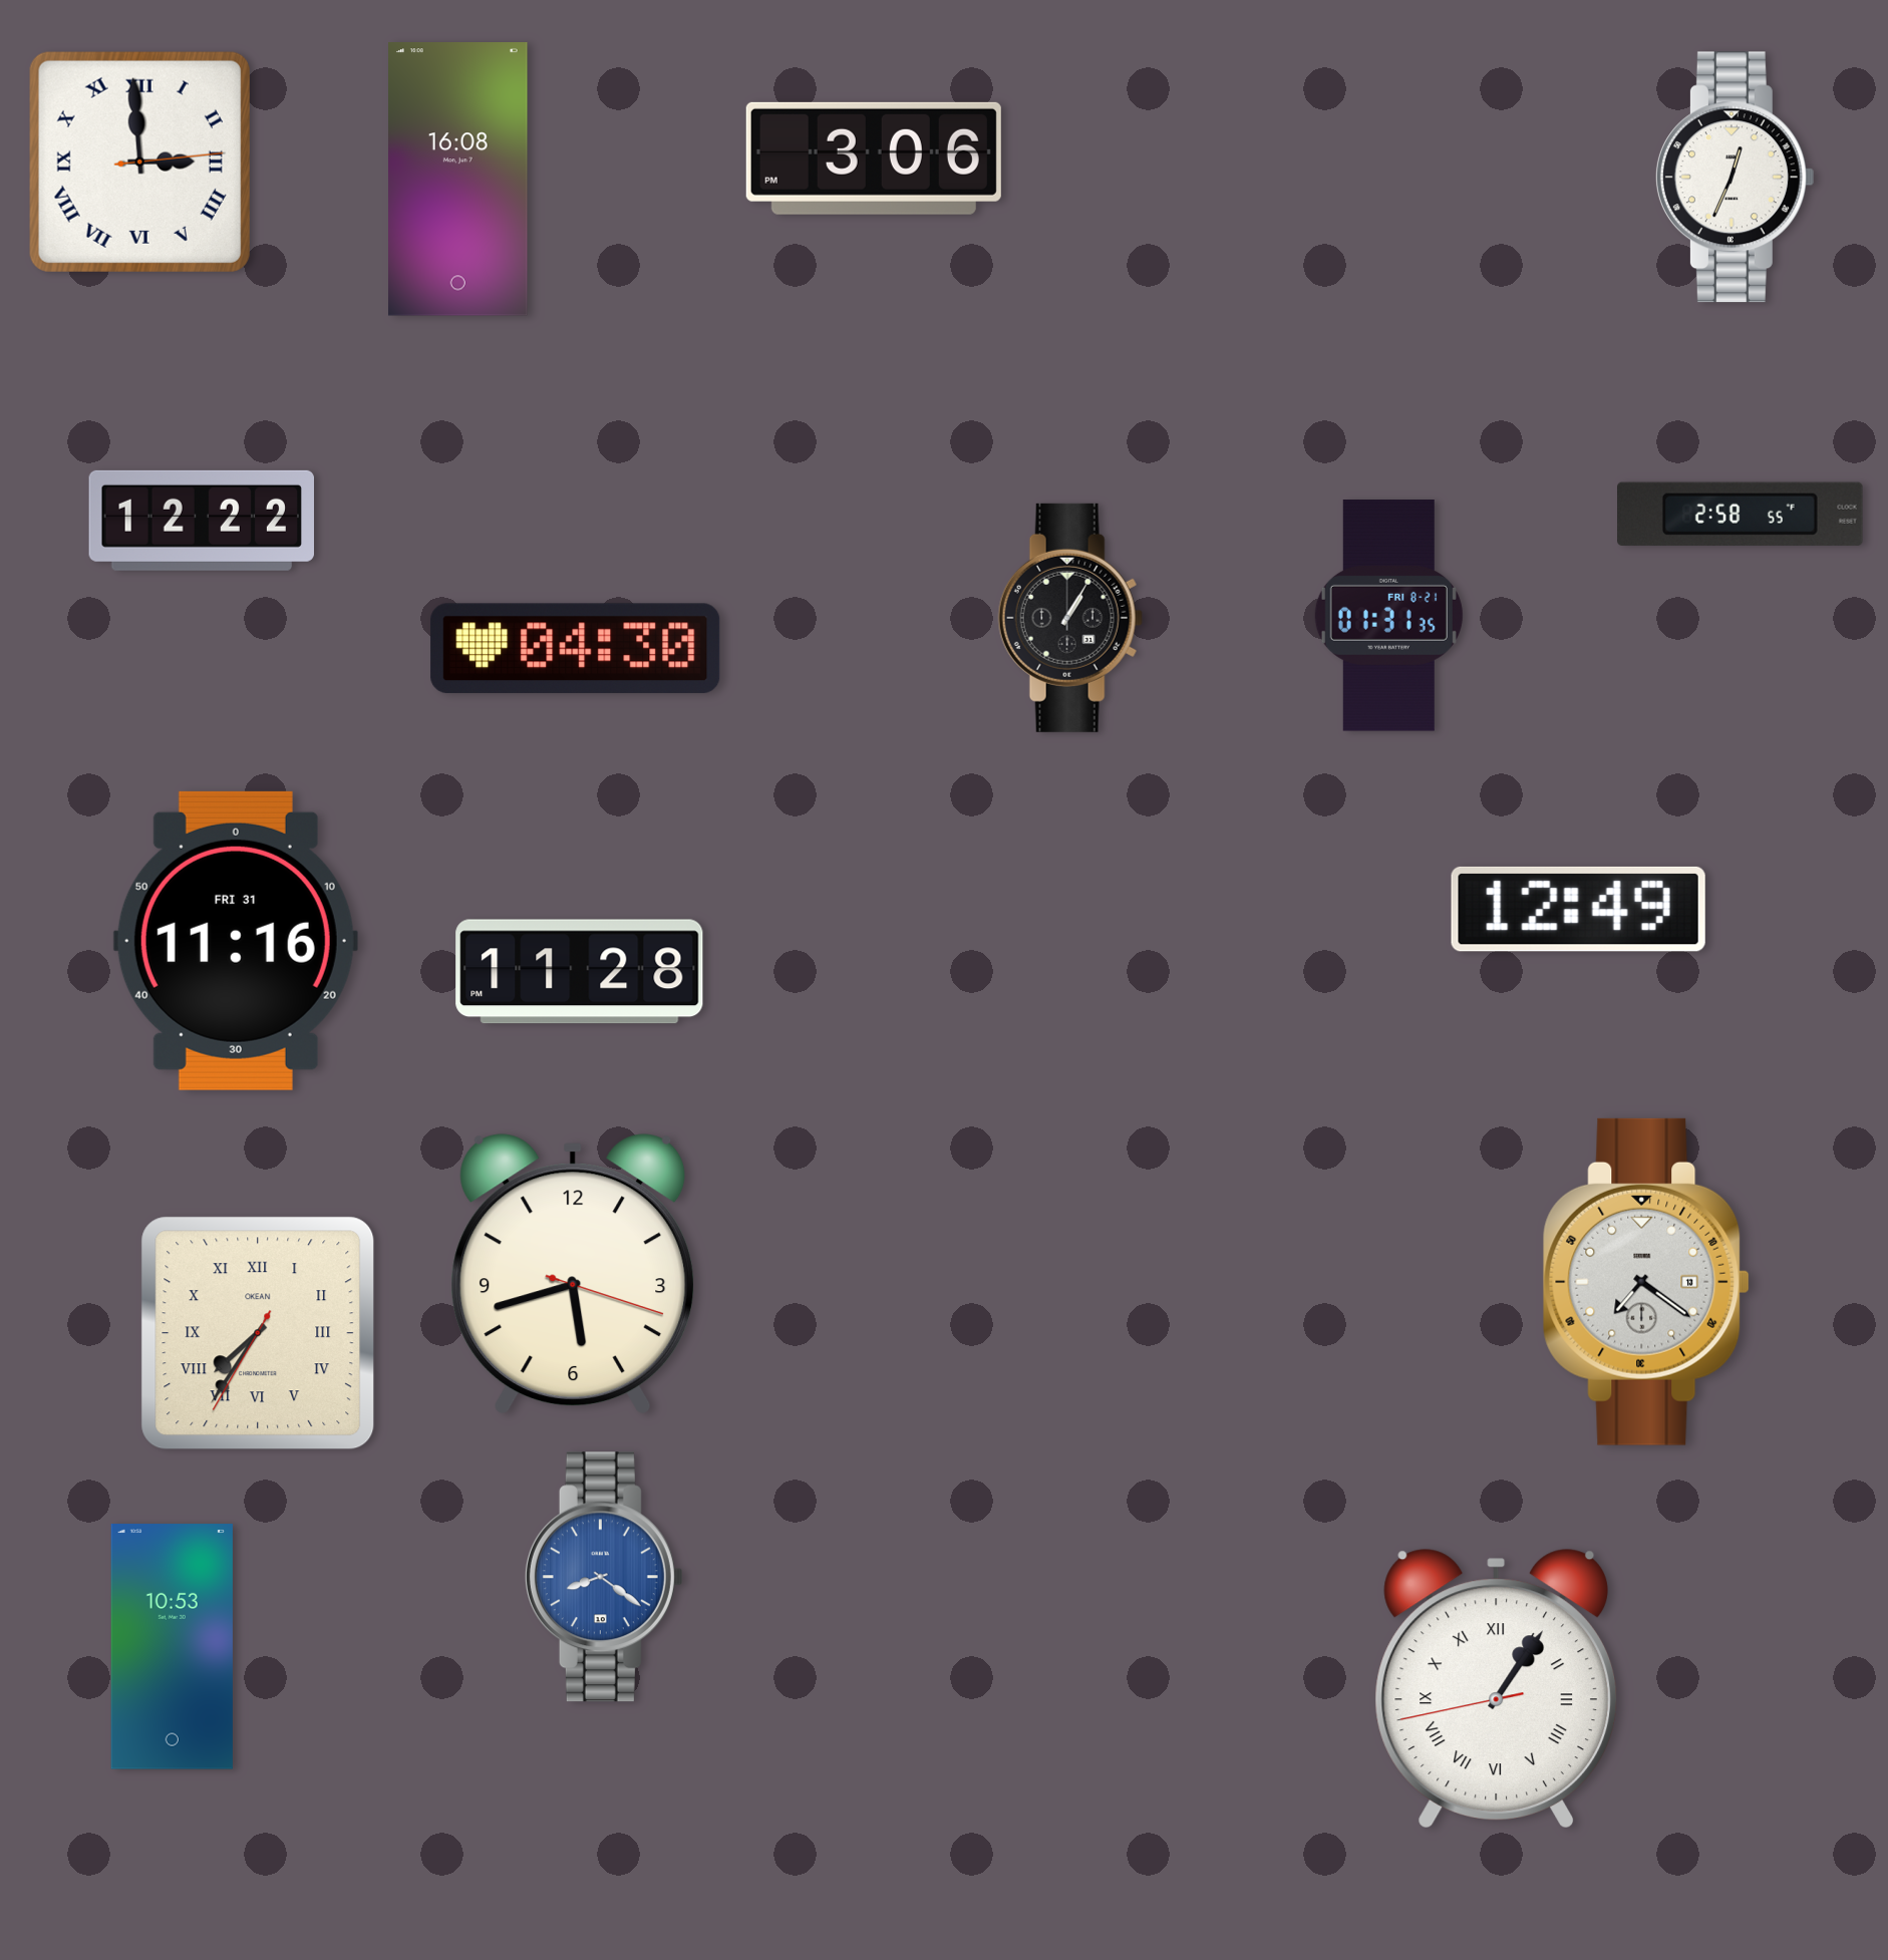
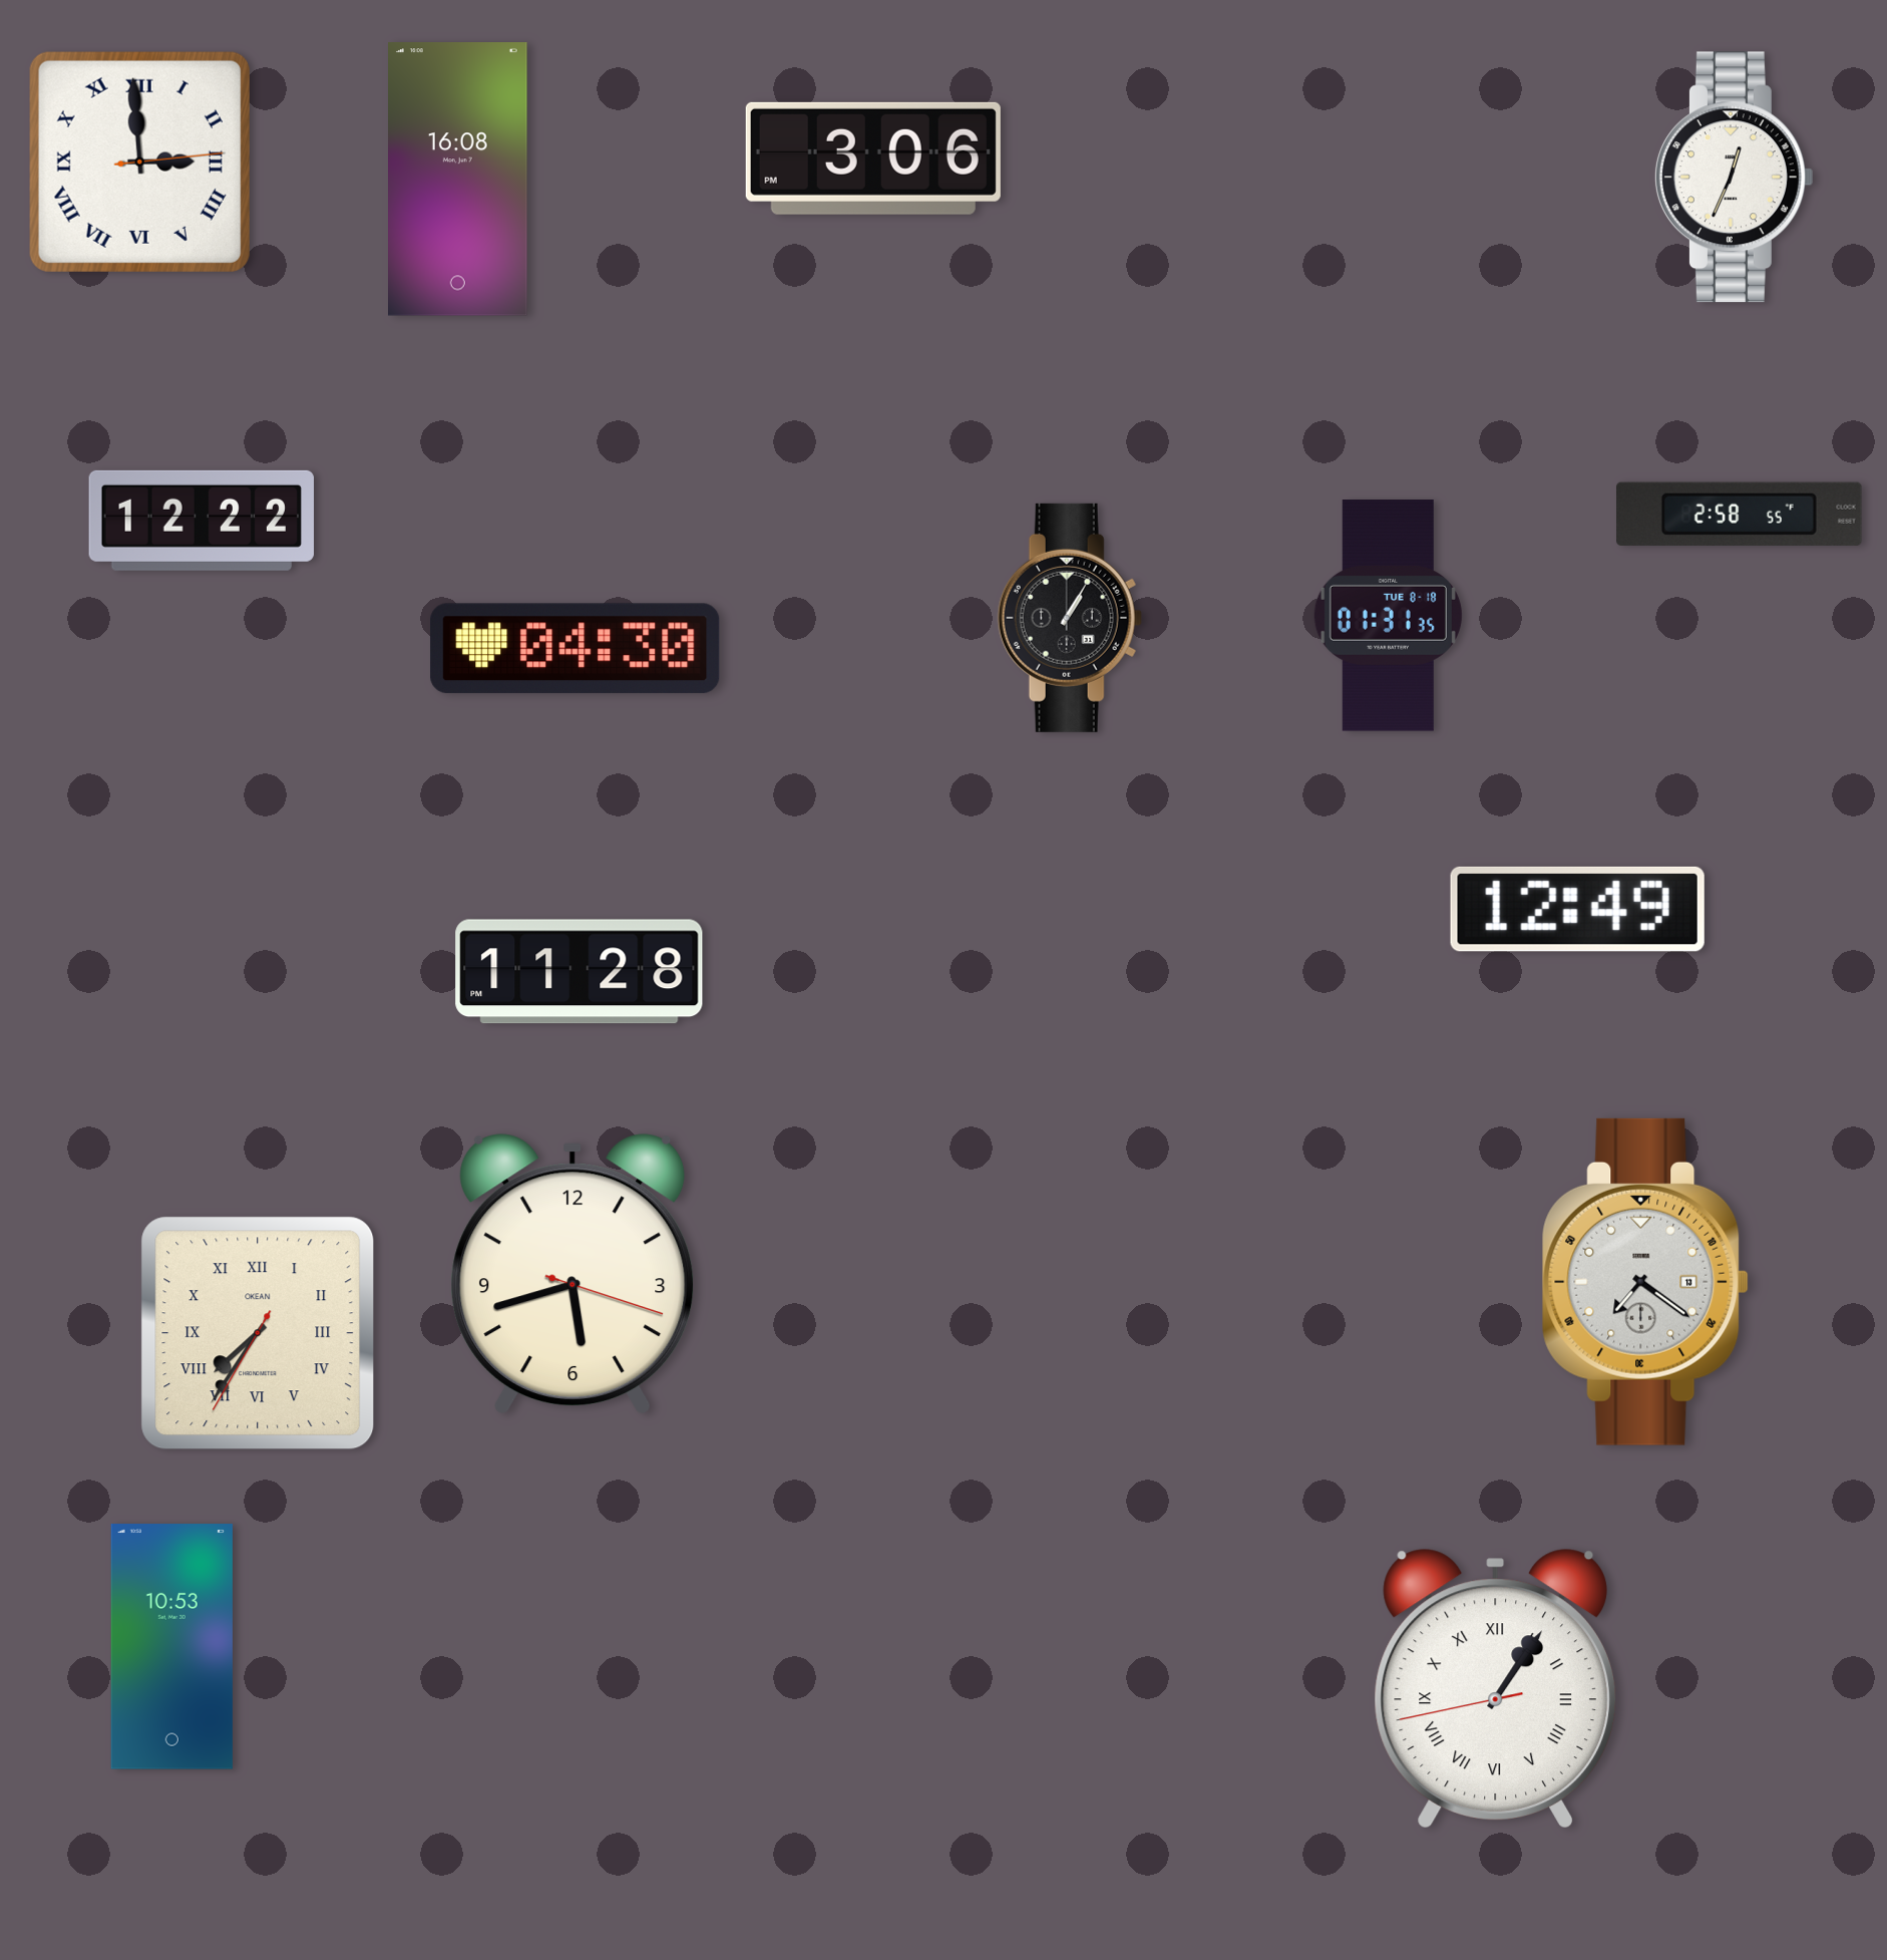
clock at (1388, 616) date: FRI 8-21 -> TUE 8-18
clock at (236, 941): 11:16 -> none
clock at (604, 1577): 8:21 -> none
